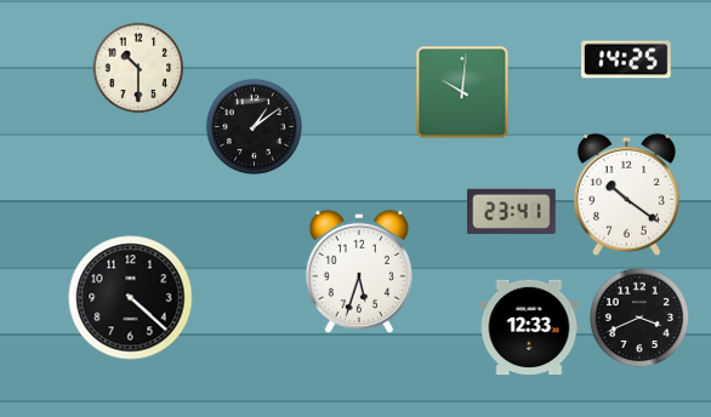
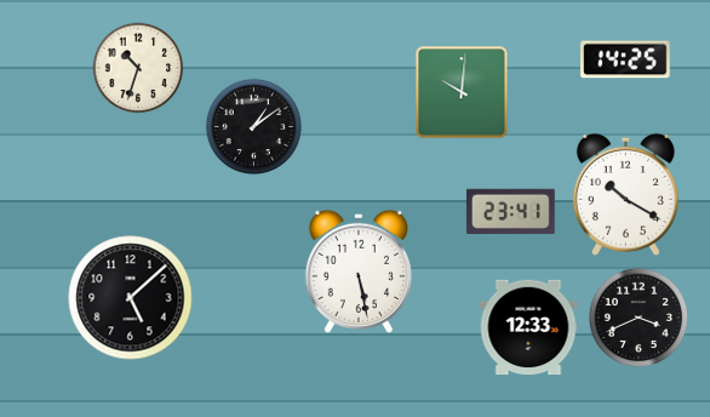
clock at (138, 68): 10:30 -> 10:33
clock at (626, 194): 10:21 -> 10:20
clock at (359, 270): 5:33 -> 5:28
clock at (131, 298): 4:22 -> 5:08
